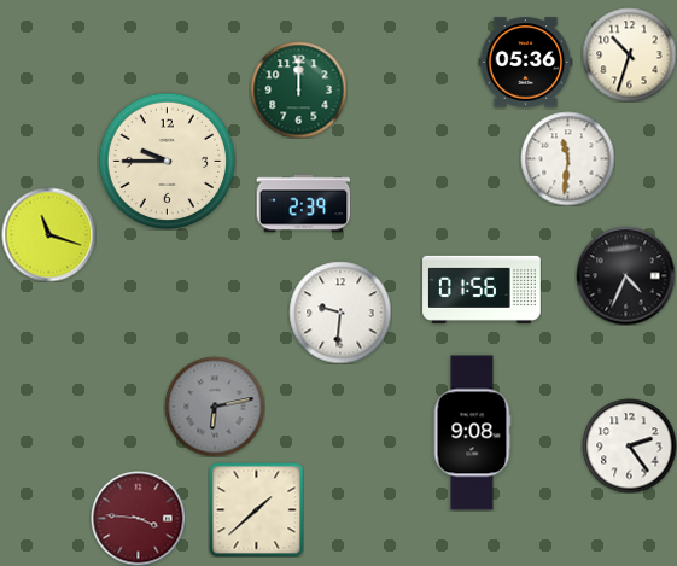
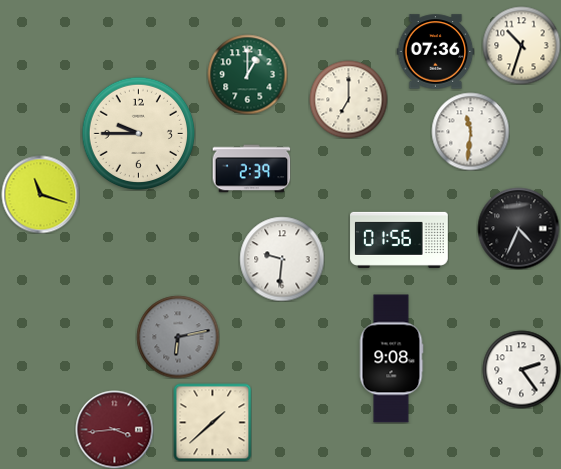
clock at (525, 63): 05:36 -> 07:36
clock at (298, 89): 12:00 -> 1:00
clock at (348, 99): none -> 7:00
clock at (138, 518): 3:46 -> 3:44
